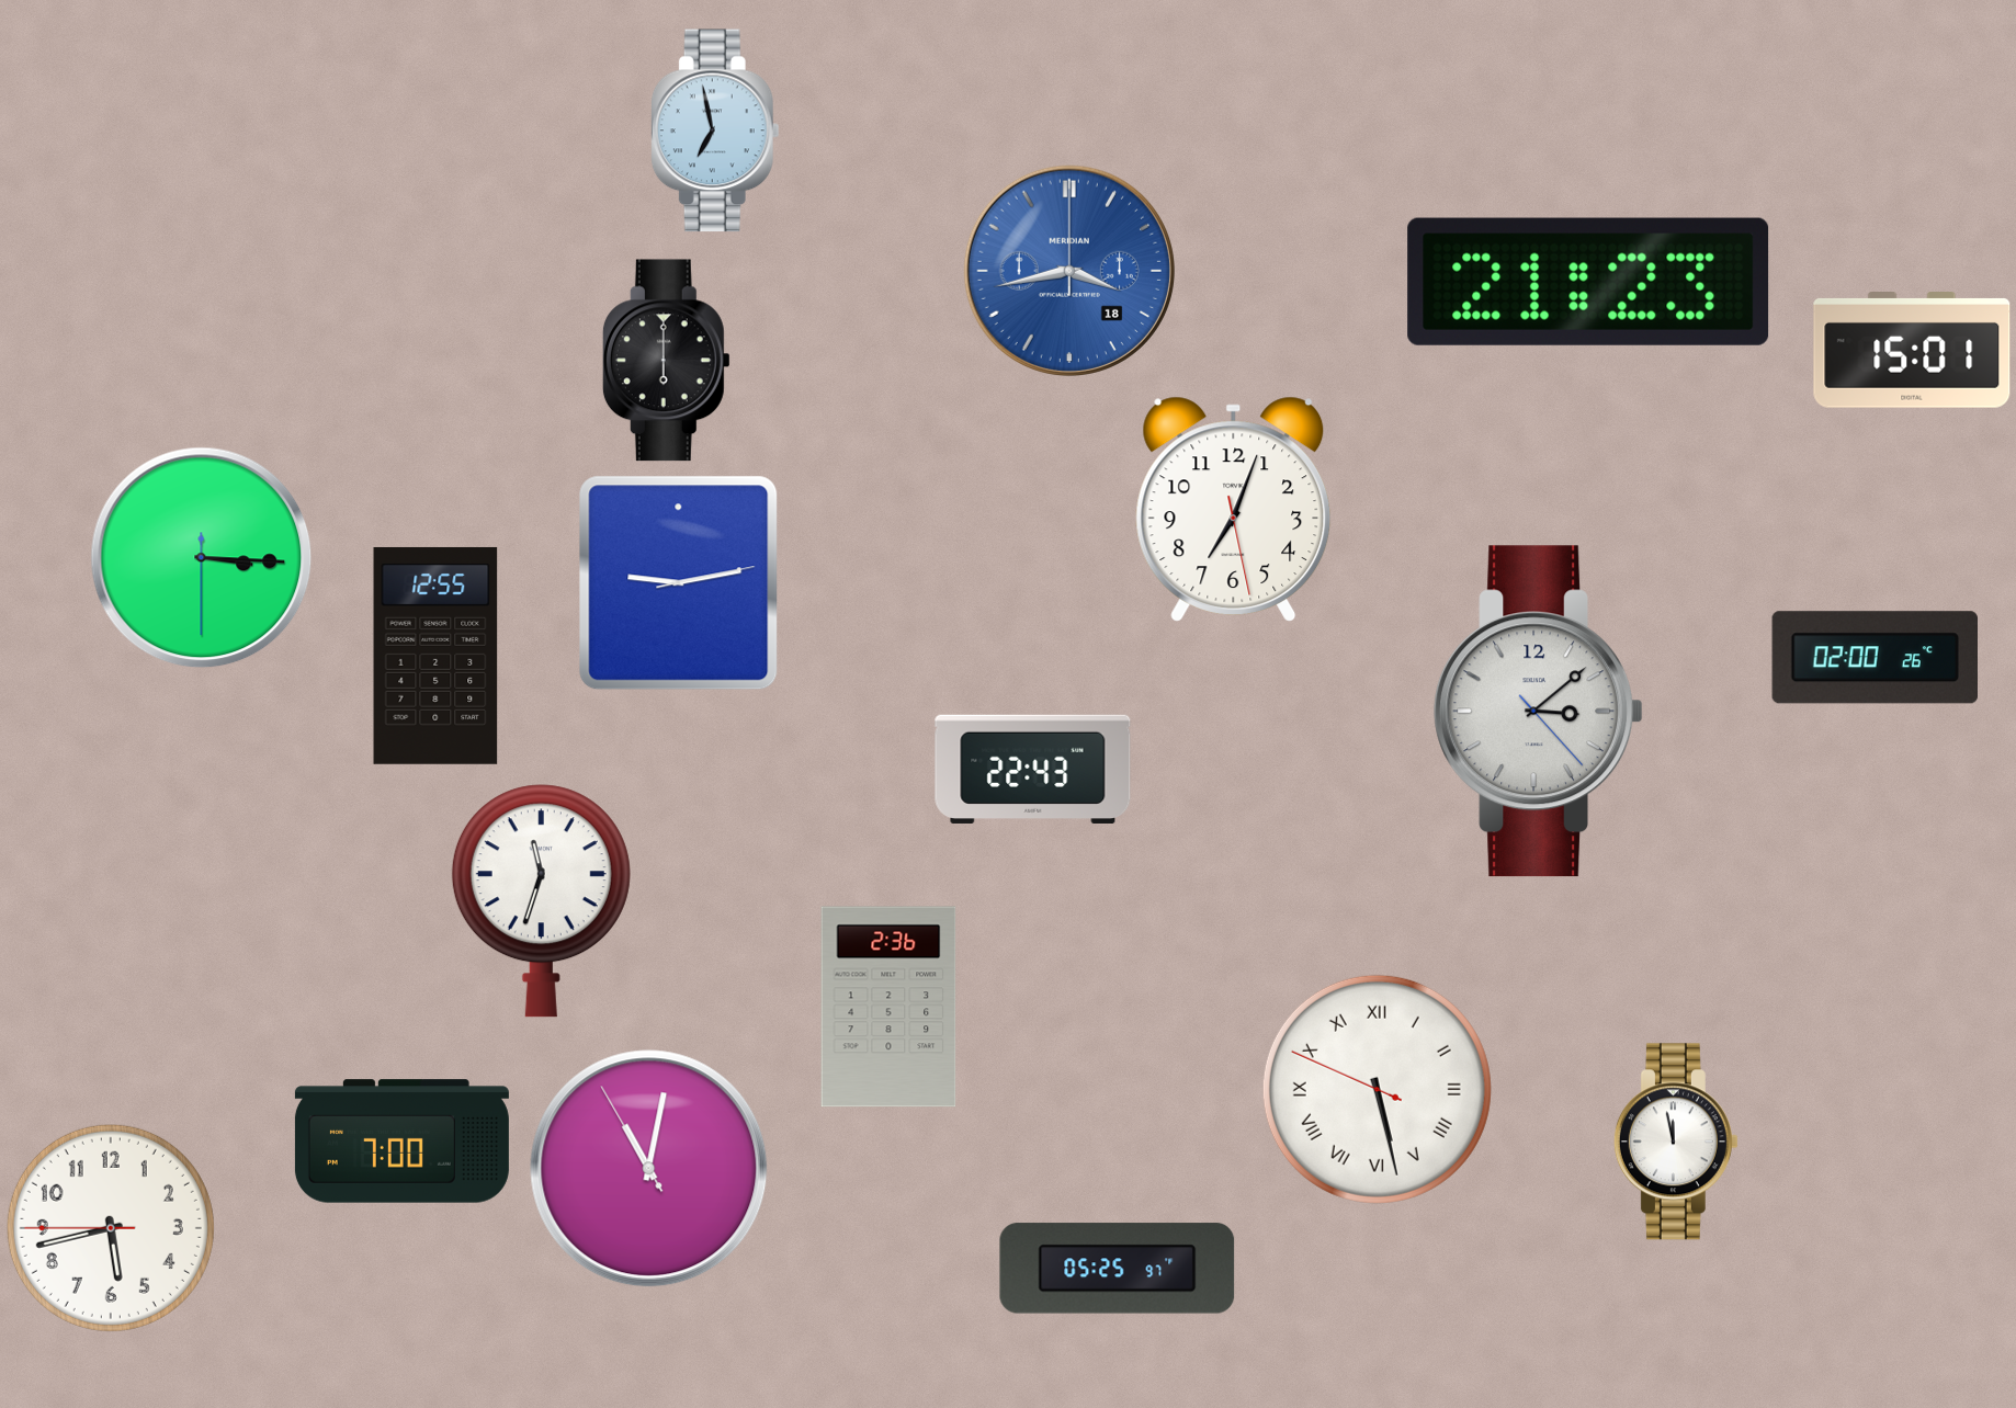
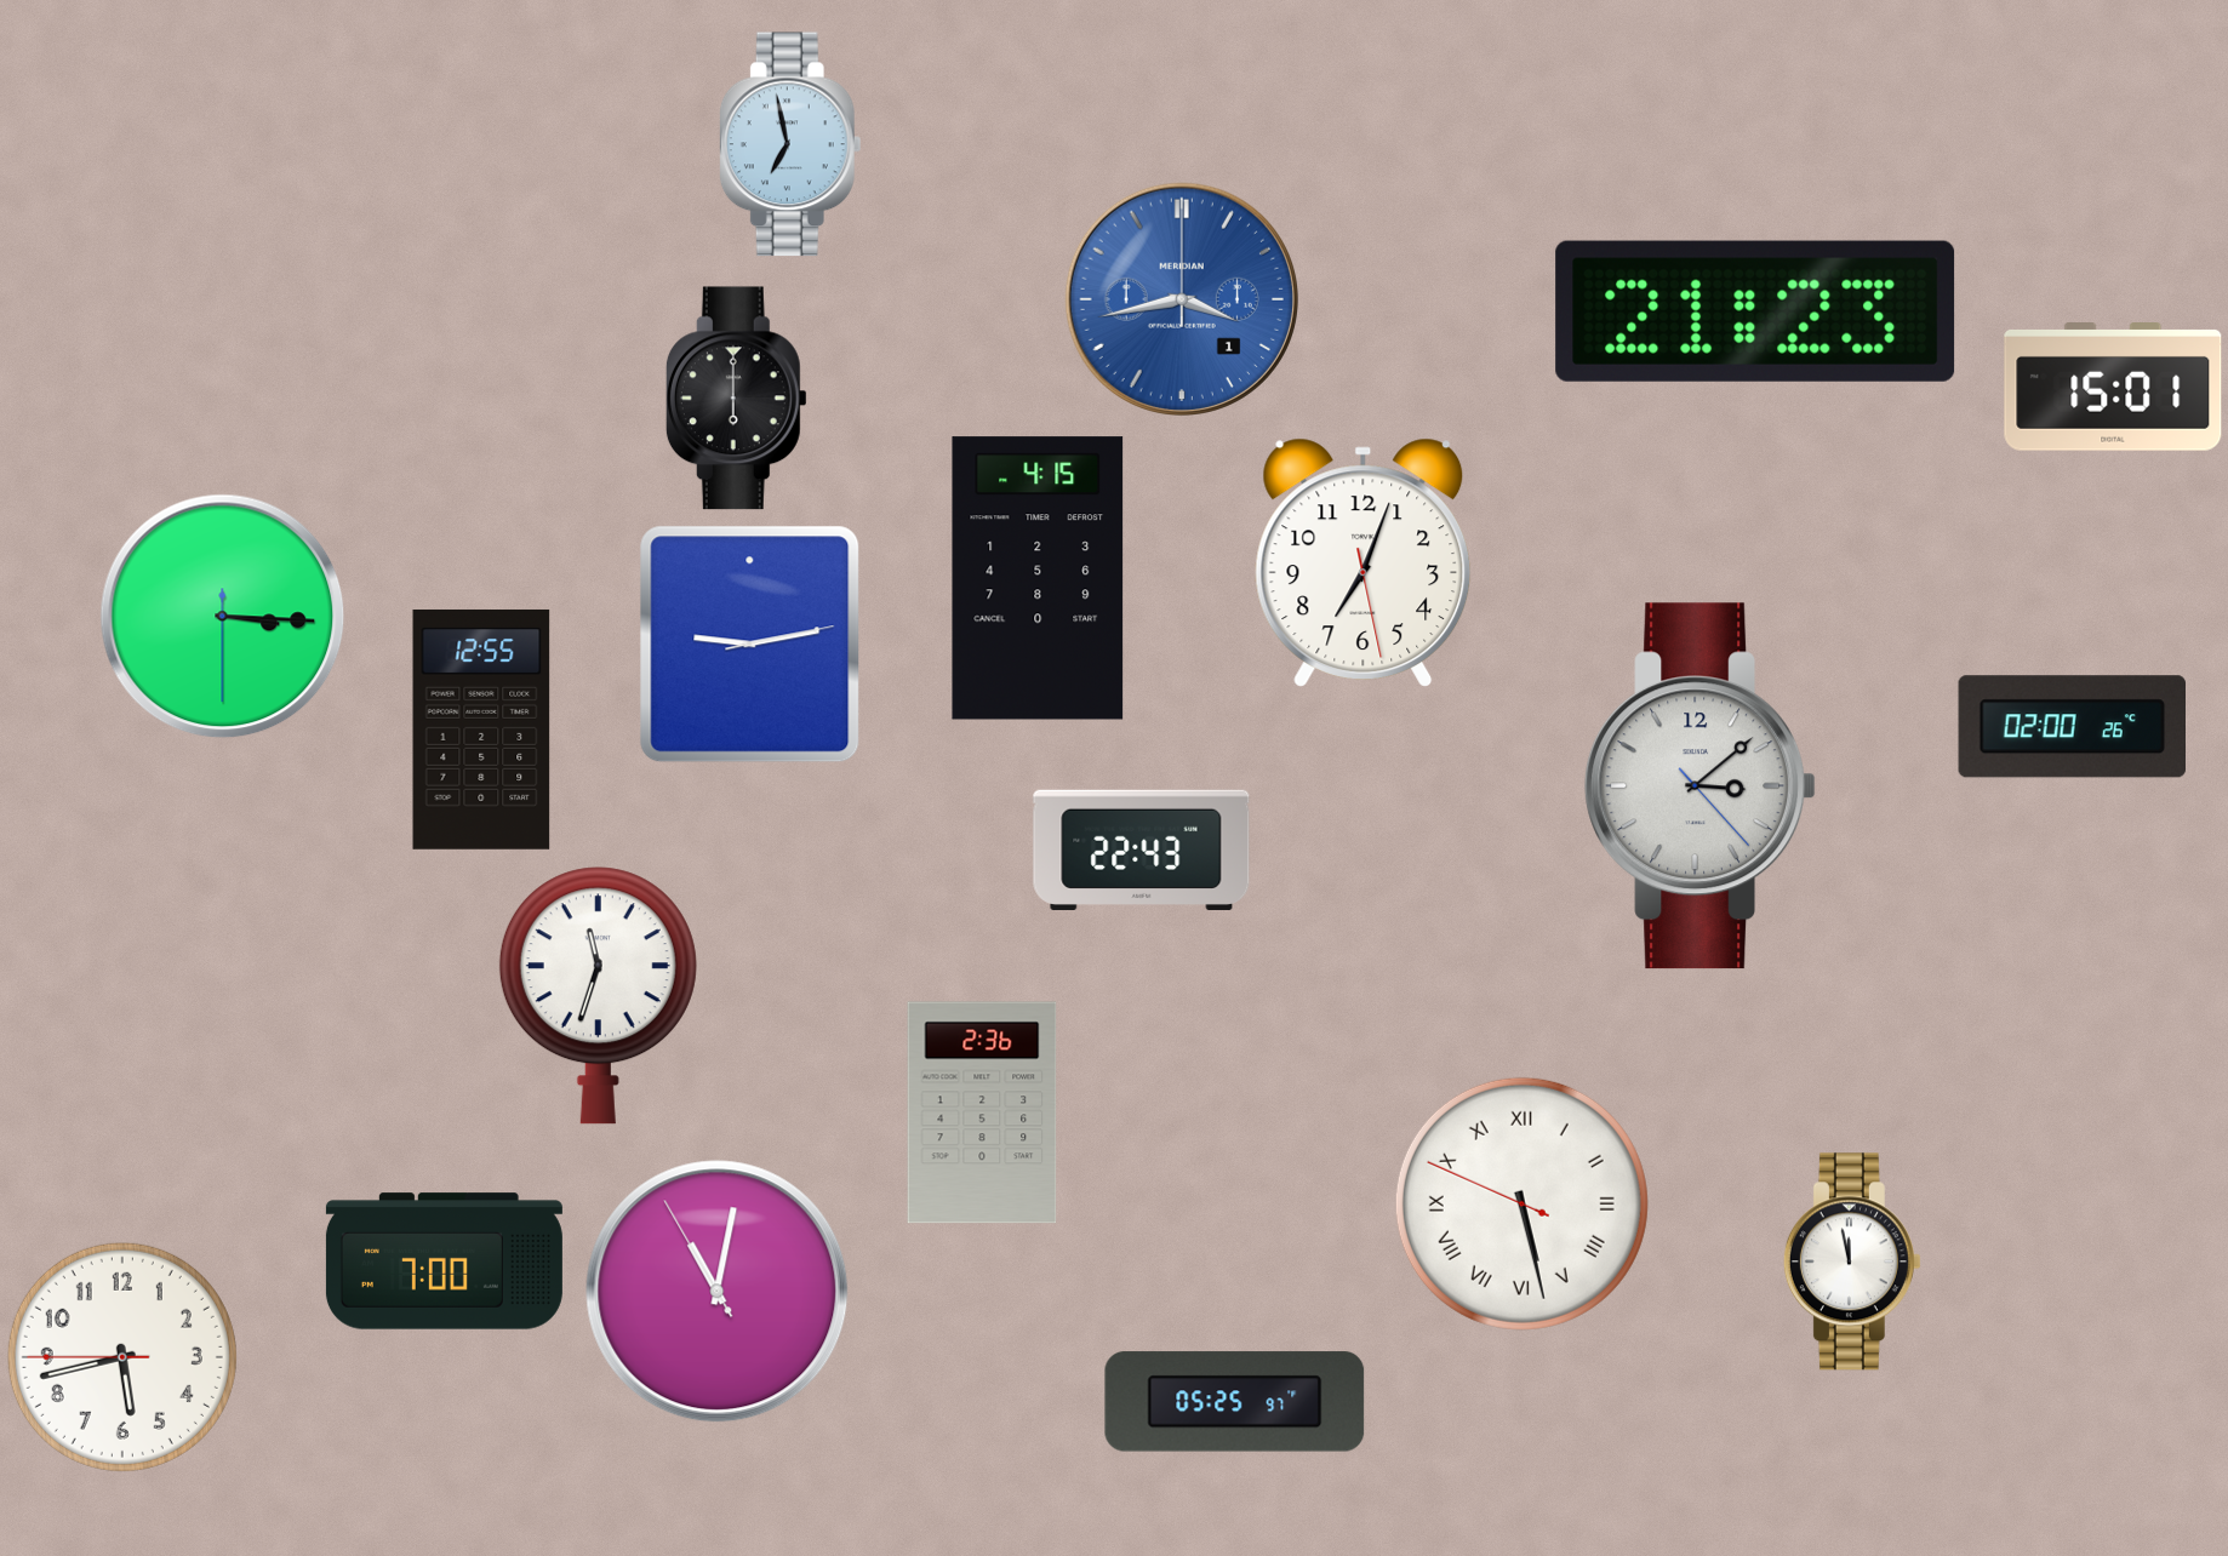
clock at (1069, 270) date: 18 -> 1
clock at (1038, 578): none -> 4:15
clock at (435, 656) position: (435, 656) -> (481, 730)
